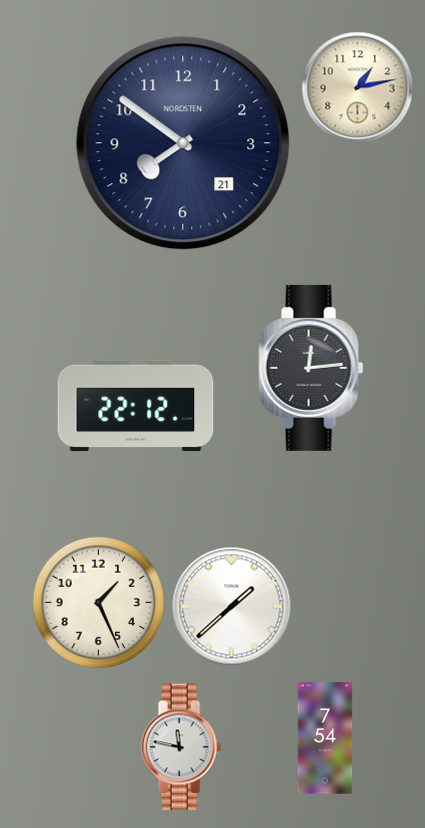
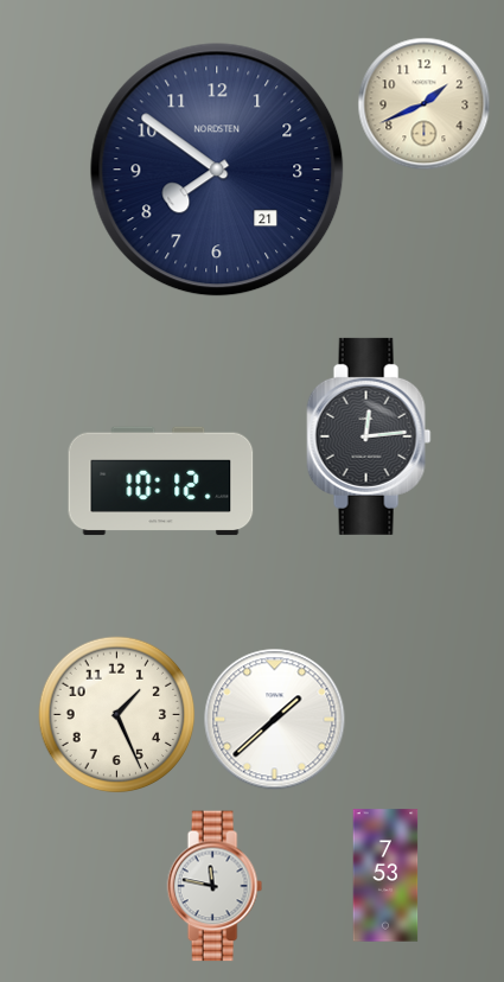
clock at (358, 88): 1:13 -> 1:41
clock at (136, 406): 22:12 -> 10:12
clock at (325, 738): 7:54 -> 7:53
